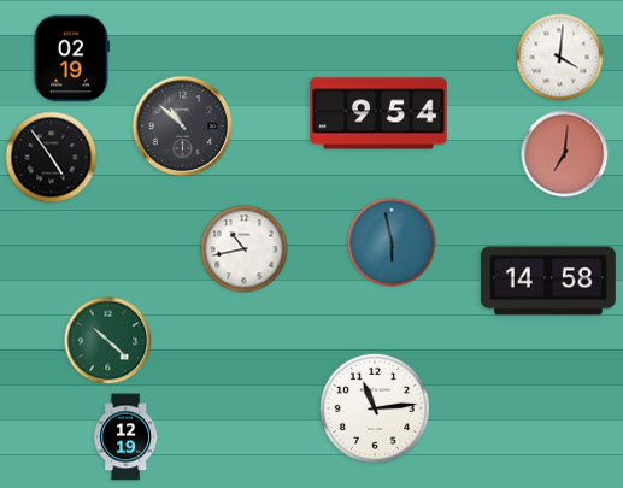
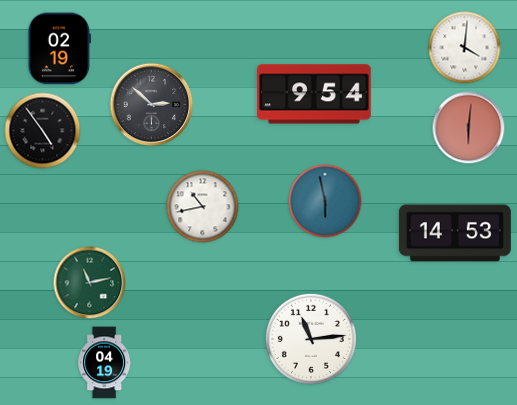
clock at (183, 127): 10:52 -> 2:52
clock at (565, 154): 7:01 -> 6:01
clock at (548, 281): 14:58 -> 14:53
clock at (108, 341): 10:22 -> 11:13
clock at (127, 437): 12:19 -> 04:19
